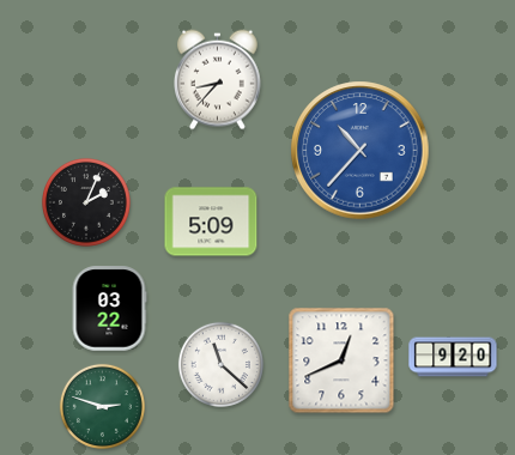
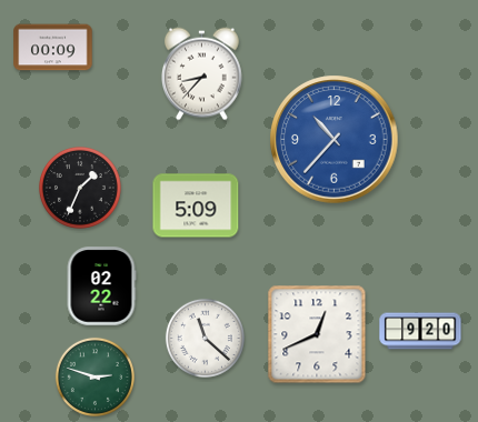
clock at (53, 48): none -> 00:09
clock at (86, 202): 2:04 -> 1:34
clock at (109, 309): 03:22 -> 02:22
